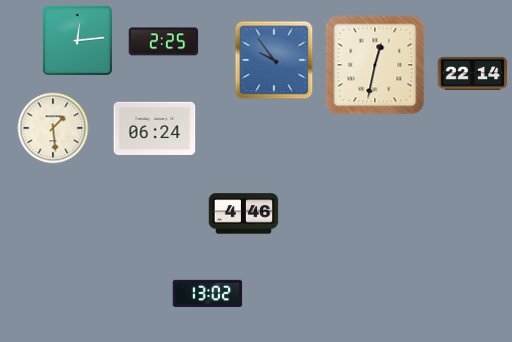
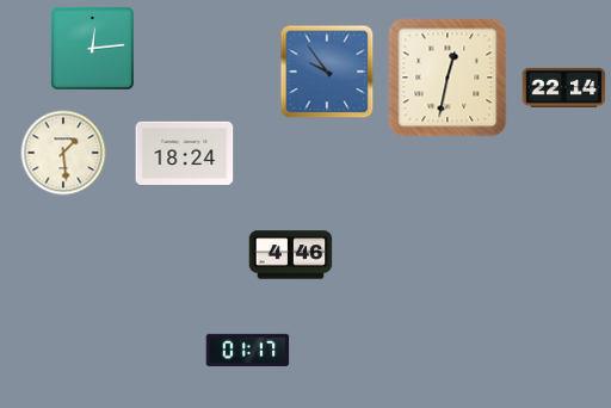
clock at (164, 42): 2:25 -> none
clock at (155, 128): 06:24 -> 18:24
clock at (208, 293): 13:02 -> 01:17
